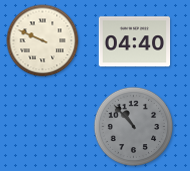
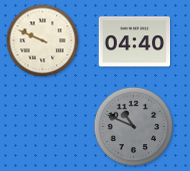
clock at (134, 127): 10:53 -> 10:49
